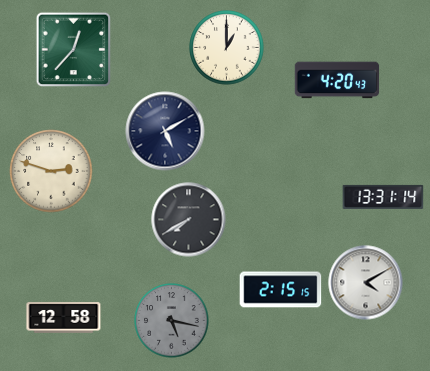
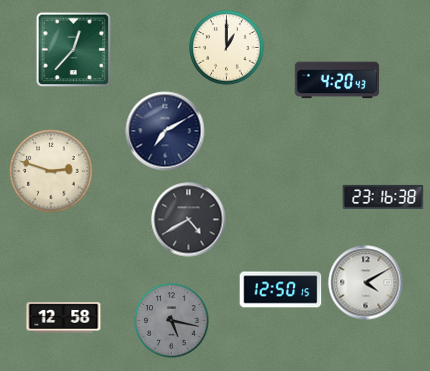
clock at (165, 131): 5:10 -> 7:10
clock at (383, 197): 13:31 -> 23:16
clock at (189, 220): 7:40 -> 4:40
clock at (281, 290): 2:15 -> 12:50
